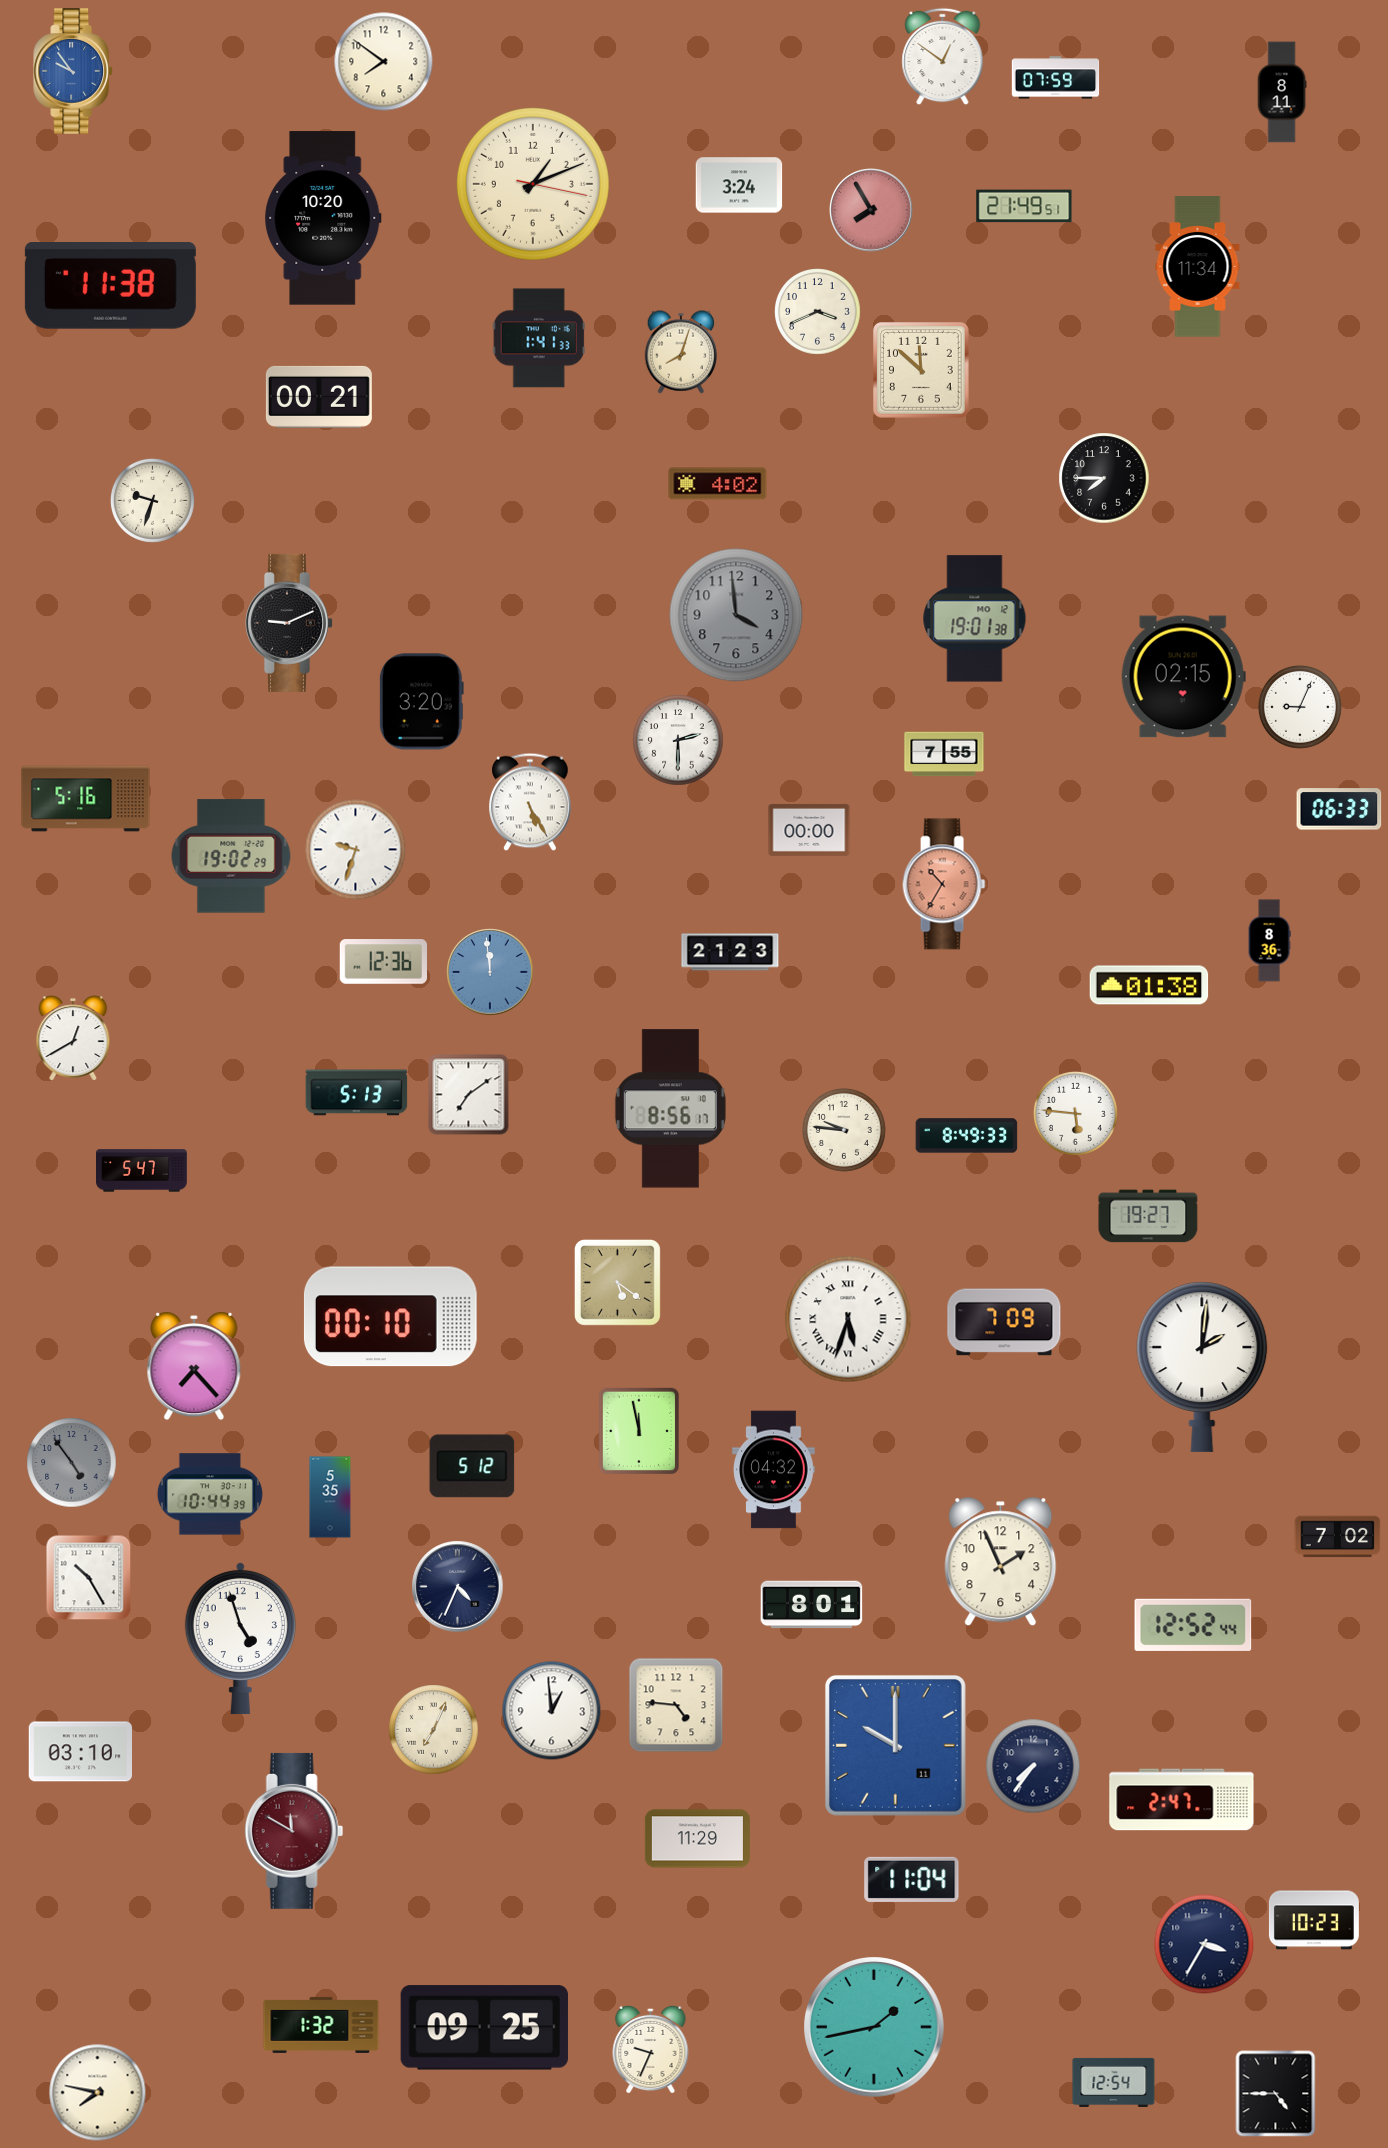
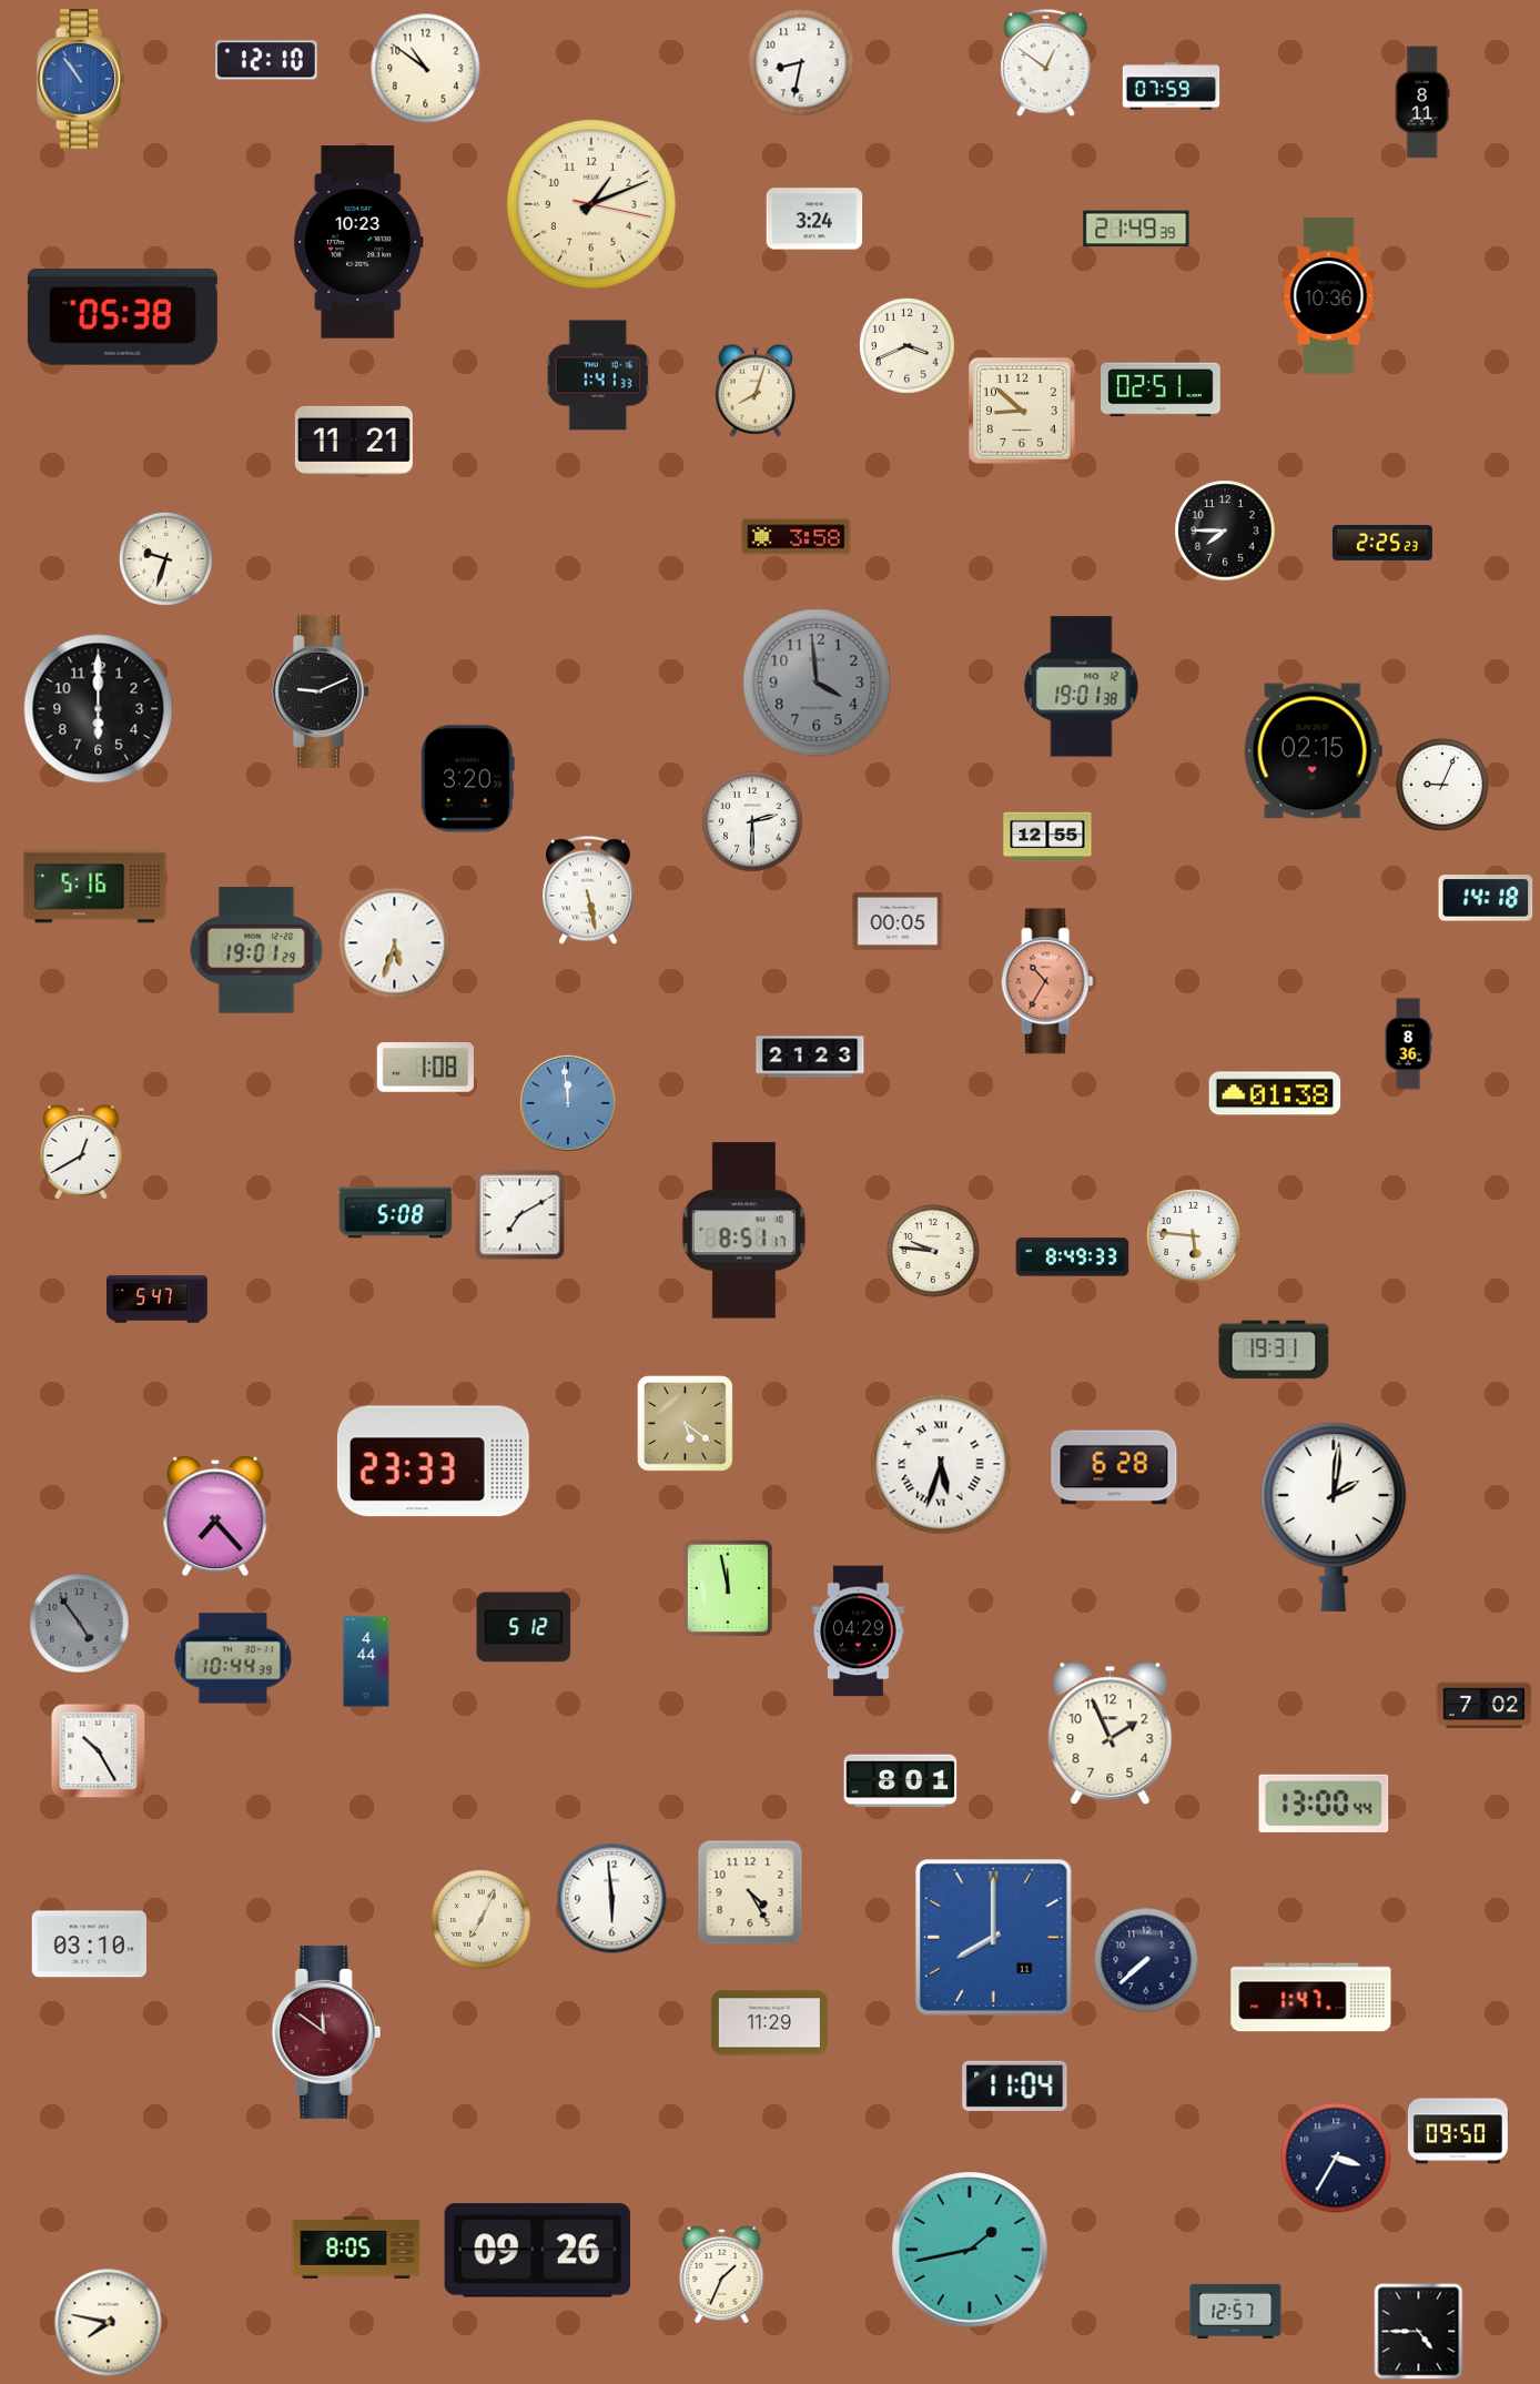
clock at (266, 60): none -> 12:10
clock at (801, 62): none -> 8:32
clock at (384, 62): 7:51 -> 10:51
clock at (73, 71): 9:54 -> 10:54
clock at (739, 185) position: (739, 185) -> (814, 219)
clock at (1024, 206): 21:49:51 -> 21:49:39
clock at (872, 211): 7:55 -> none
clock at (323, 218): 10:20 -> 10:23
clock at (1198, 267): 11:34 -> 10:36
clock at (110, 286): 11:38 -> 05:38
clock at (1161, 390): none -> 02:51
clock at (922, 371): 11:52 -> 8:52
clock at (319, 397): 00:21 -> 11:21
clock at (718, 484): 4:02 -> 3:58
clock at (1382, 543): none -> 2:25
clock at (152, 500) position: (152, 500) -> (165, 558)
clock at (99, 709): none -> 6:00
clock at (944, 754): 7:55 -> 12:55
clock at (531, 802): 5:25 -> 5:28
clock at (1339, 809): 06:33 -> 14:18
clock at (809, 830): 00:00 -> 00:05
clock at (356, 850): 9:33 -> 5:33
clock at (231, 856): 19:02 -> 19:01
clock at (383, 962): 12:36 -> 1:08
clock at (490, 972) position: (490, 972) -> (568, 1103)
clock at (357, 1093): 5:13 -> 5:08
clock at (469, 1095): 7:09 -> 7:10
clock at (670, 1109): 8:56 -> 8:51
clock at (844, 1130) position: (844, 1130) -> (933, 1251)
clock at (967, 1136) position: (967, 1136) -> (1073, 1257)
clock at (1148, 1216): 19:27 -> 19:31
clock at (390, 1317): 00:10 -> 23:33
clock at (1004, 1322): 7:09 -> 6:28
clock at (638, 1431) position: (638, 1431) -> (727, 1588)
clock at (774, 1470): 04:32 -> 04:29
clock at (330, 1497): 5:35 -> 4:44
clock at (458, 1587): 4:34 -> none
clock at (1193, 1625): 12:52 -> 13:00
clock at (240, 1638): 4:57 -> none
clock at (676, 1705): 4:46 -> 4:25
clock at (552, 1711): 12:59 -> 5:59
clock at (895, 1745): 10:00 -> 8:00
clock at (1033, 1766): 7:36 -> 7:38
clock at (1182, 1800): 2:47 -> 1:47
clock at (294, 1831): 11:50 -> 11:51
clock at (697, 1839) position: (697, 1839) -> (769, 2023)
clock at (912, 1879) position: (912, 1879) -> (1015, 2085)
clock at (1314, 1920): 10:23 -> 09:50
clock at (321, 2025): 1:32 -> 8:05
clock at (484, 2028): 09:25 -> 09:26
clock at (651, 2049): 9:34 -> 1:34
clock at (1114, 2082): 12:54 -> 12:57
clock at (1276, 2094) position: (1276, 2094) -> (1419, 2332)
